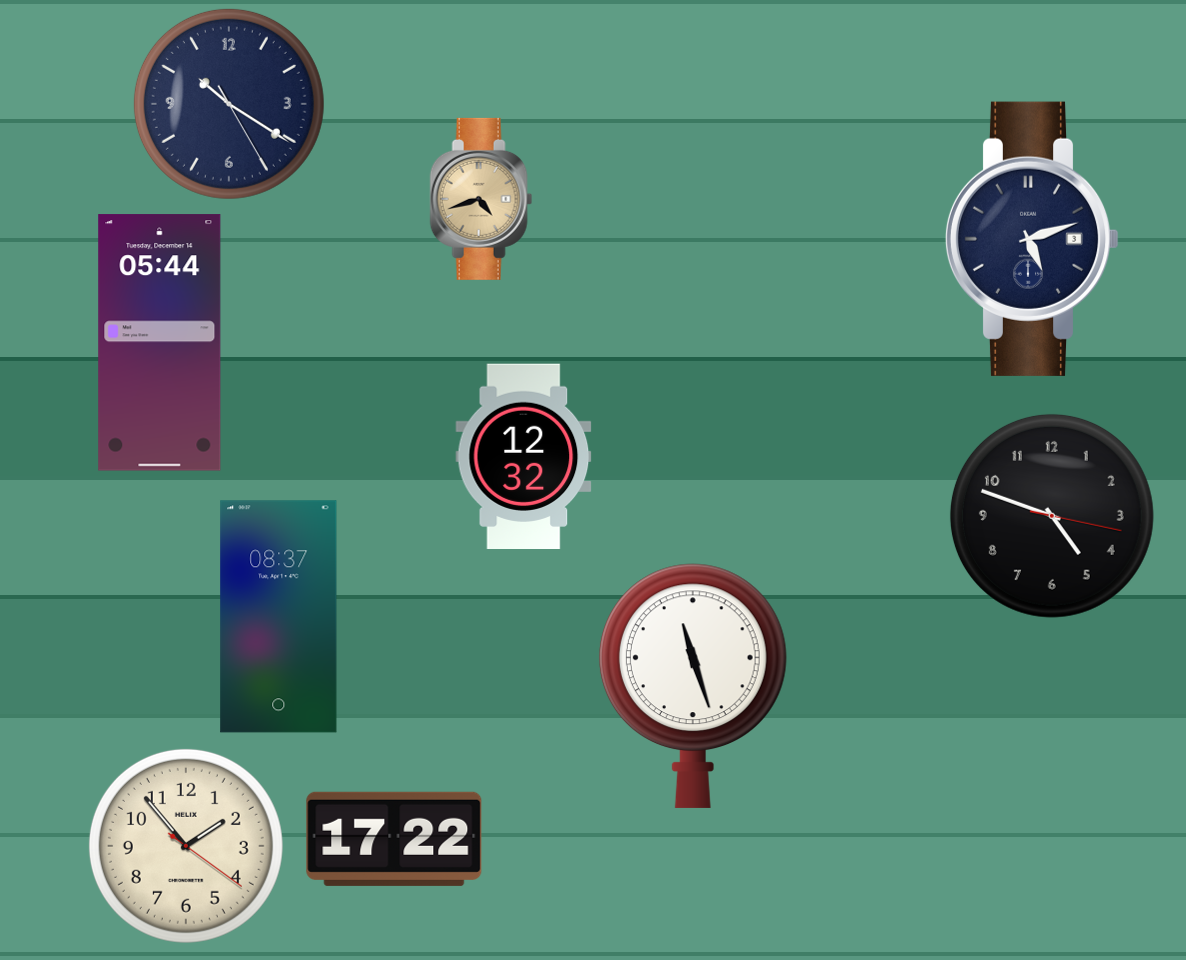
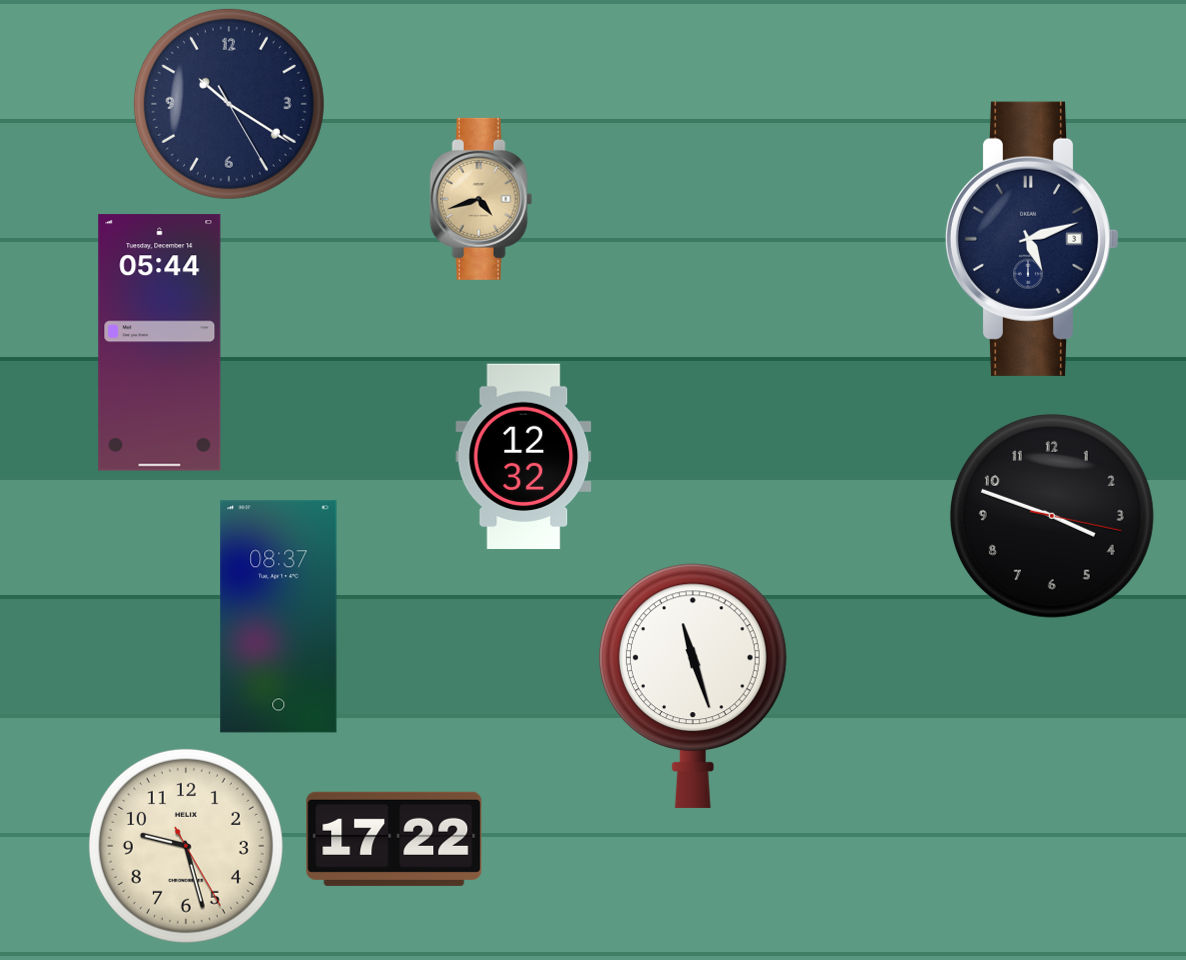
clock at (1052, 516): 4:48 -> 3:48
clock at (186, 846): 1:53 -> 9:27
